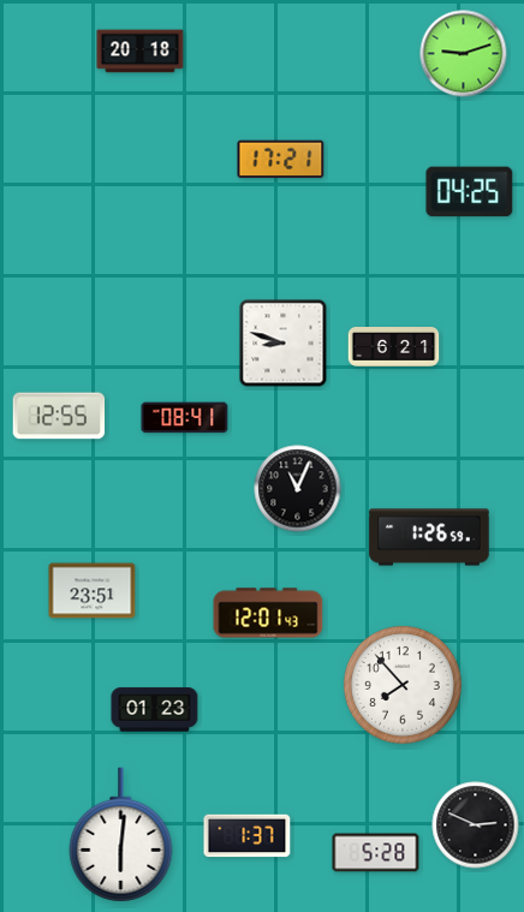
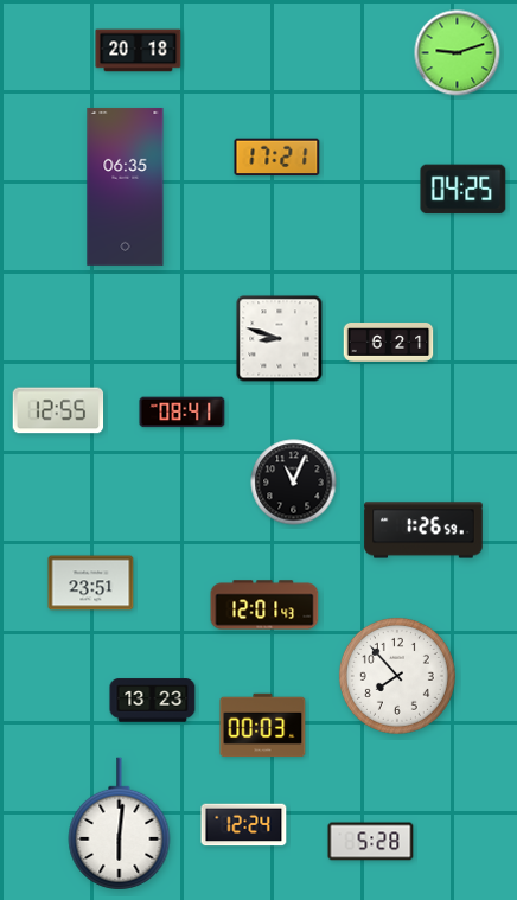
clock at (126, 186): none -> 06:35
clock at (155, 710): 01:23 -> 13:23
clock at (263, 726): none -> 00:03
clock at (476, 825): 2:49 -> none
clock at (248, 836): 1:37 -> 12:24
